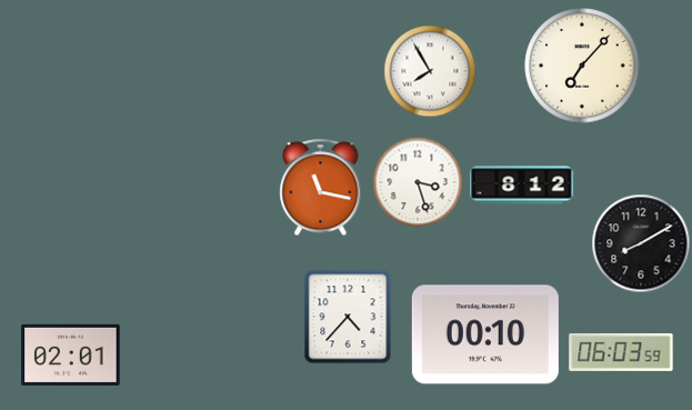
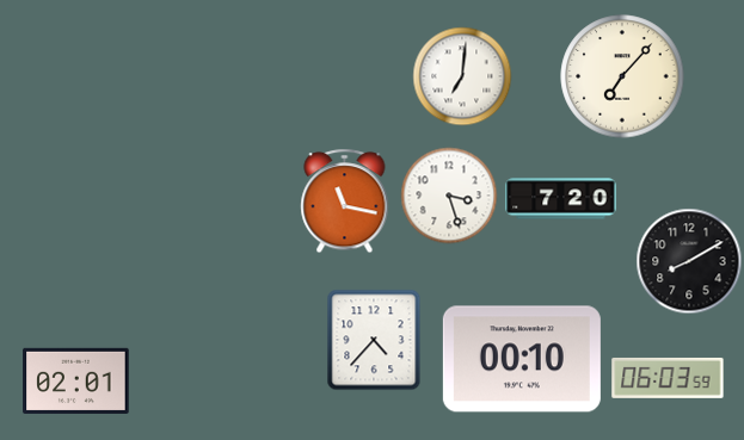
clock at (582, 66) position: (582, 66) -> (622, 76)
clock at (430, 71): 7:55 -> 7:01
clock at (522, 186): 8:12 -> 7:20
